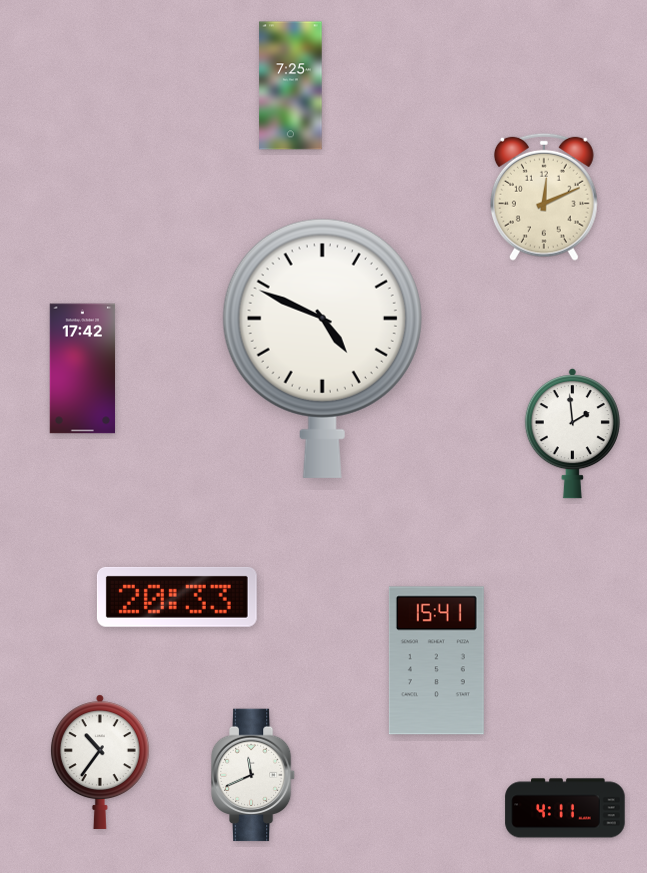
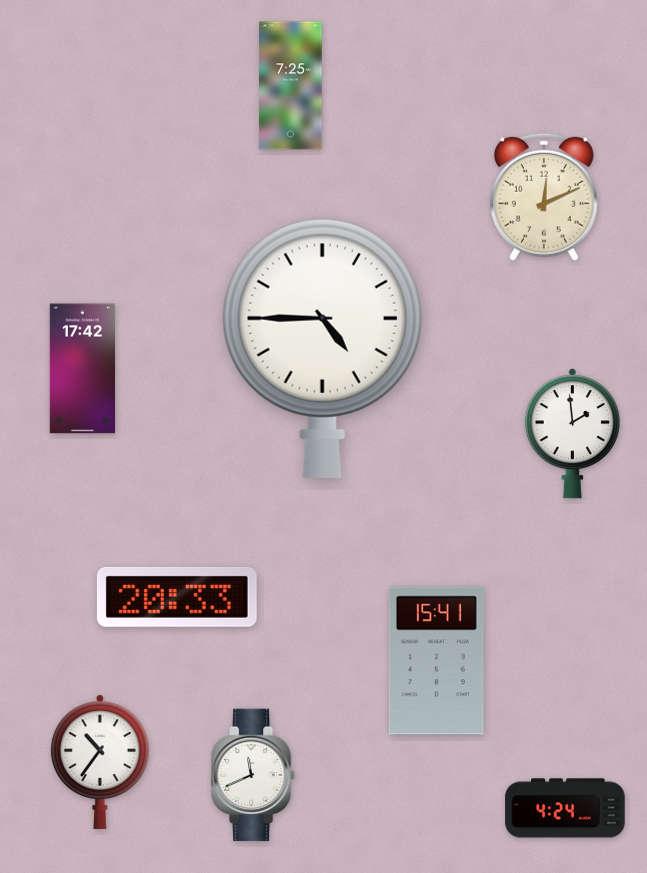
clock at (322, 348): 4:49 -> 4:45
clock at (565, 808): 4:11 -> 4:24
